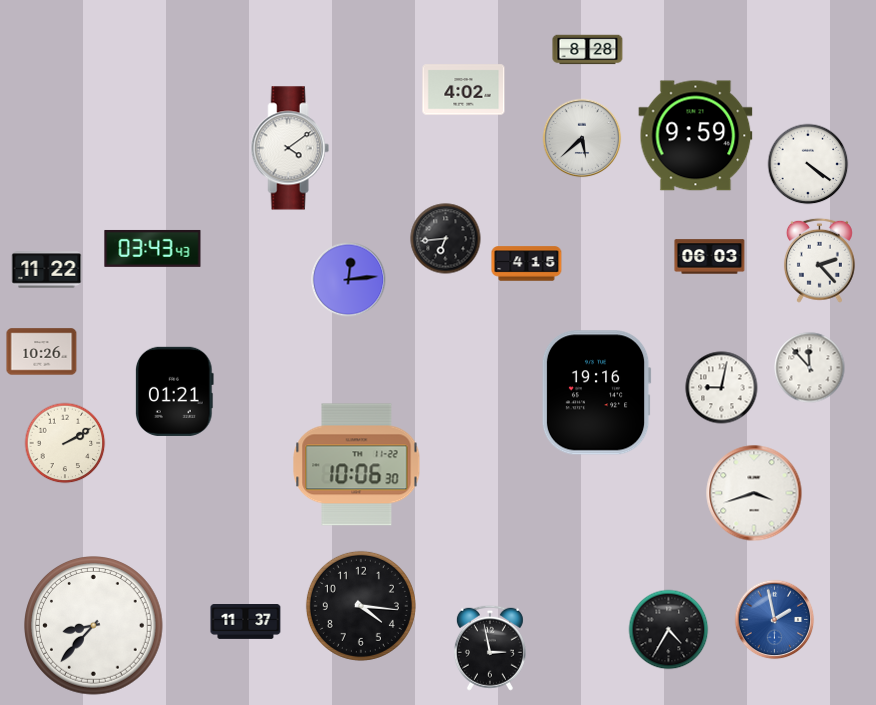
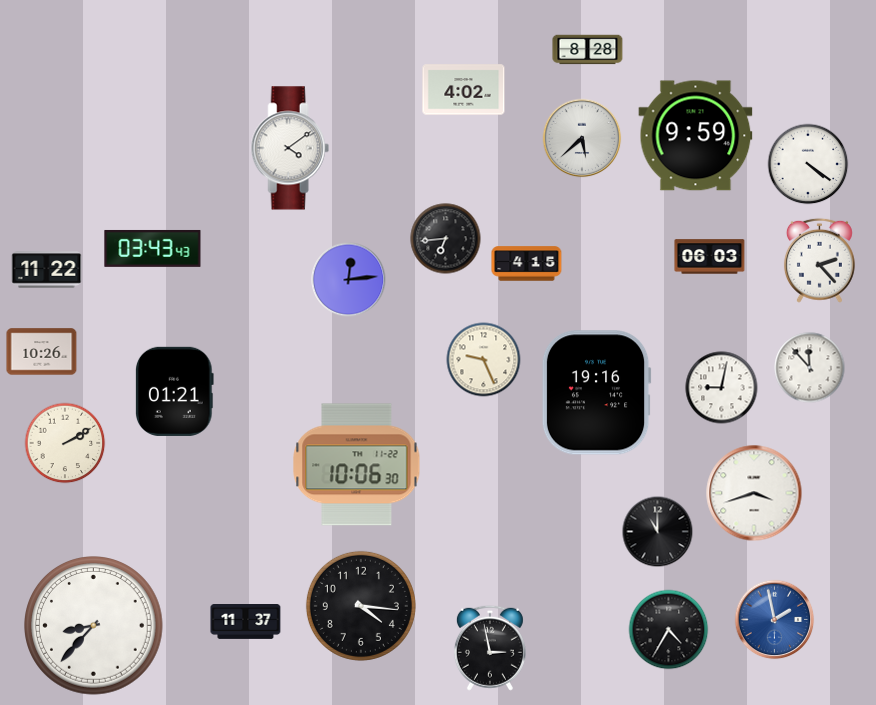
clock at (484, 360): none -> 9:26
clock at (658, 532): none -> 11:00
